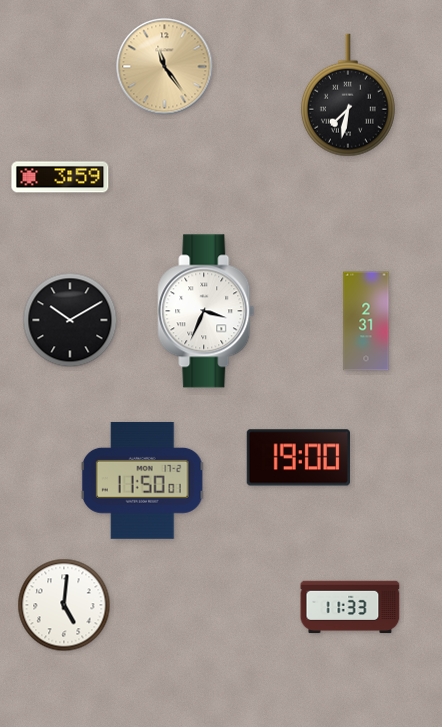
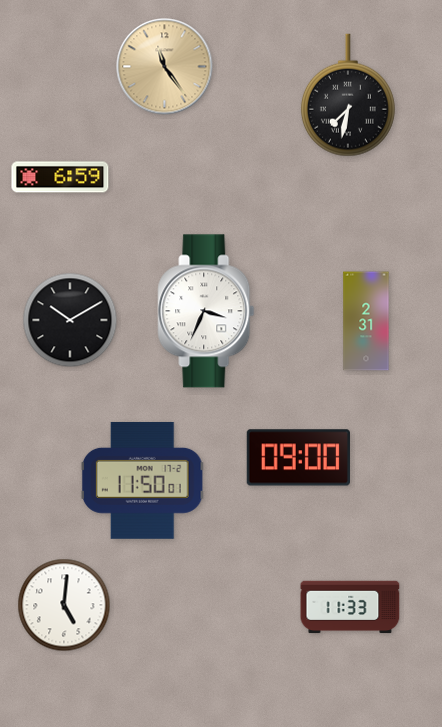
clock at (60, 177): 3:59 -> 6:59
clock at (298, 458): 19:00 -> 09:00
